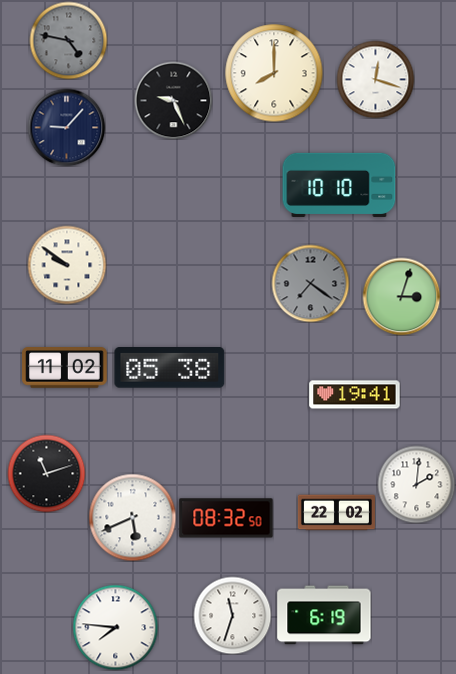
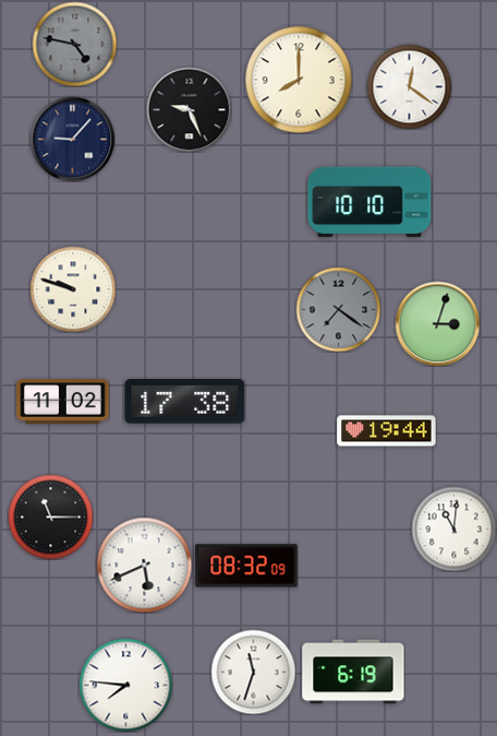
clock at (375, 79): 12:18 -> 12:21
clock at (67, 265): 9:51 -> 9:48
clock at (65, 368) position: (65, 368) -> (63, 402)
clock at (170, 368): 05:38 -> 17:38
clock at (355, 395): 19:41 -> 19:44
clock at (46, 473): 11:12 -> 11:15
clock at (416, 484): 2:01 -> 11:01
clock at (336, 513): 22:02 -> none
clock at (226, 518): 08:32:50 -> 08:32:09
